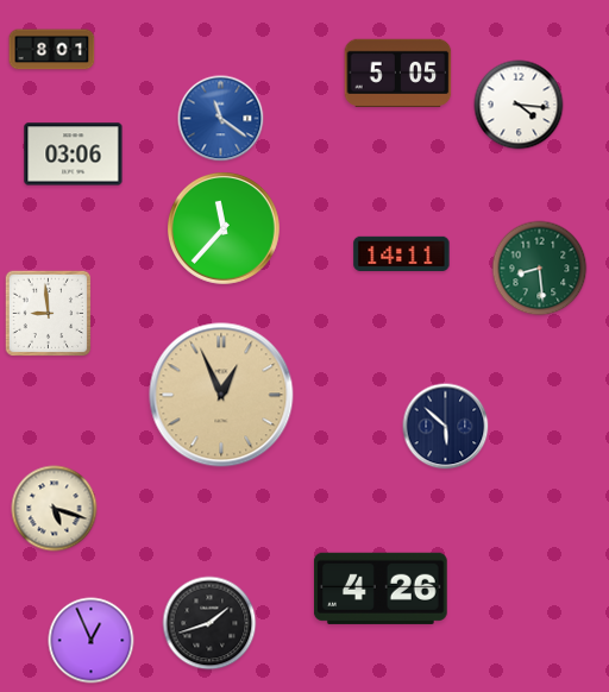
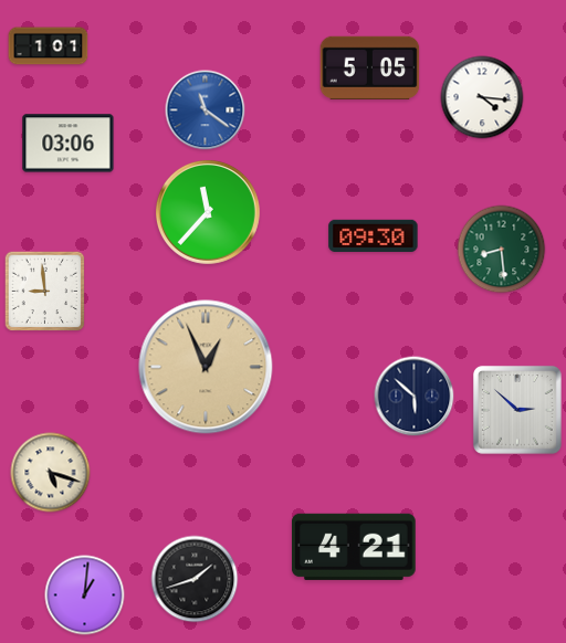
clock at (52, 50): 8:01 -> 1:01
clock at (402, 253): 14:11 -> 09:30
clock at (517, 410): none -> 2:52
clock at (381, 589): 4:26 -> 4:21
clock at (92, 641): 12:56 -> 1:01
